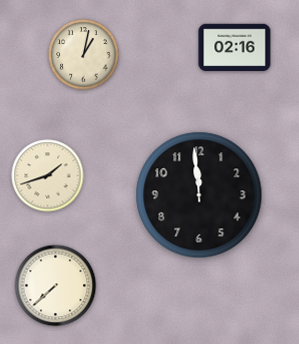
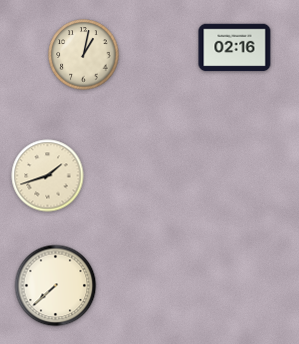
clock at (199, 195): 11:59 -> none
